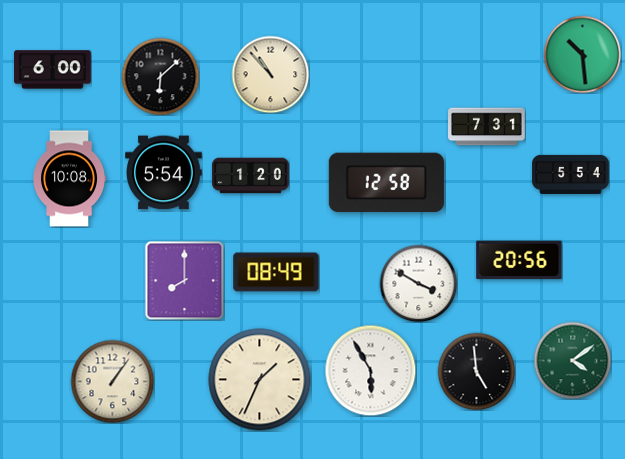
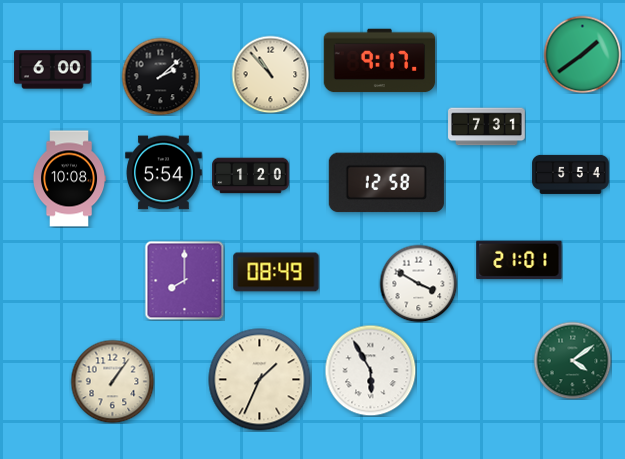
clock at (582, 54): 10:29 -> 1:39
clock at (380, 61): none -> 9:17
clock at (160, 76): 6:08 -> 2:08
clock at (519, 260): 20:56 -> 21:01
clock at (476, 371): 4:59 -> none
